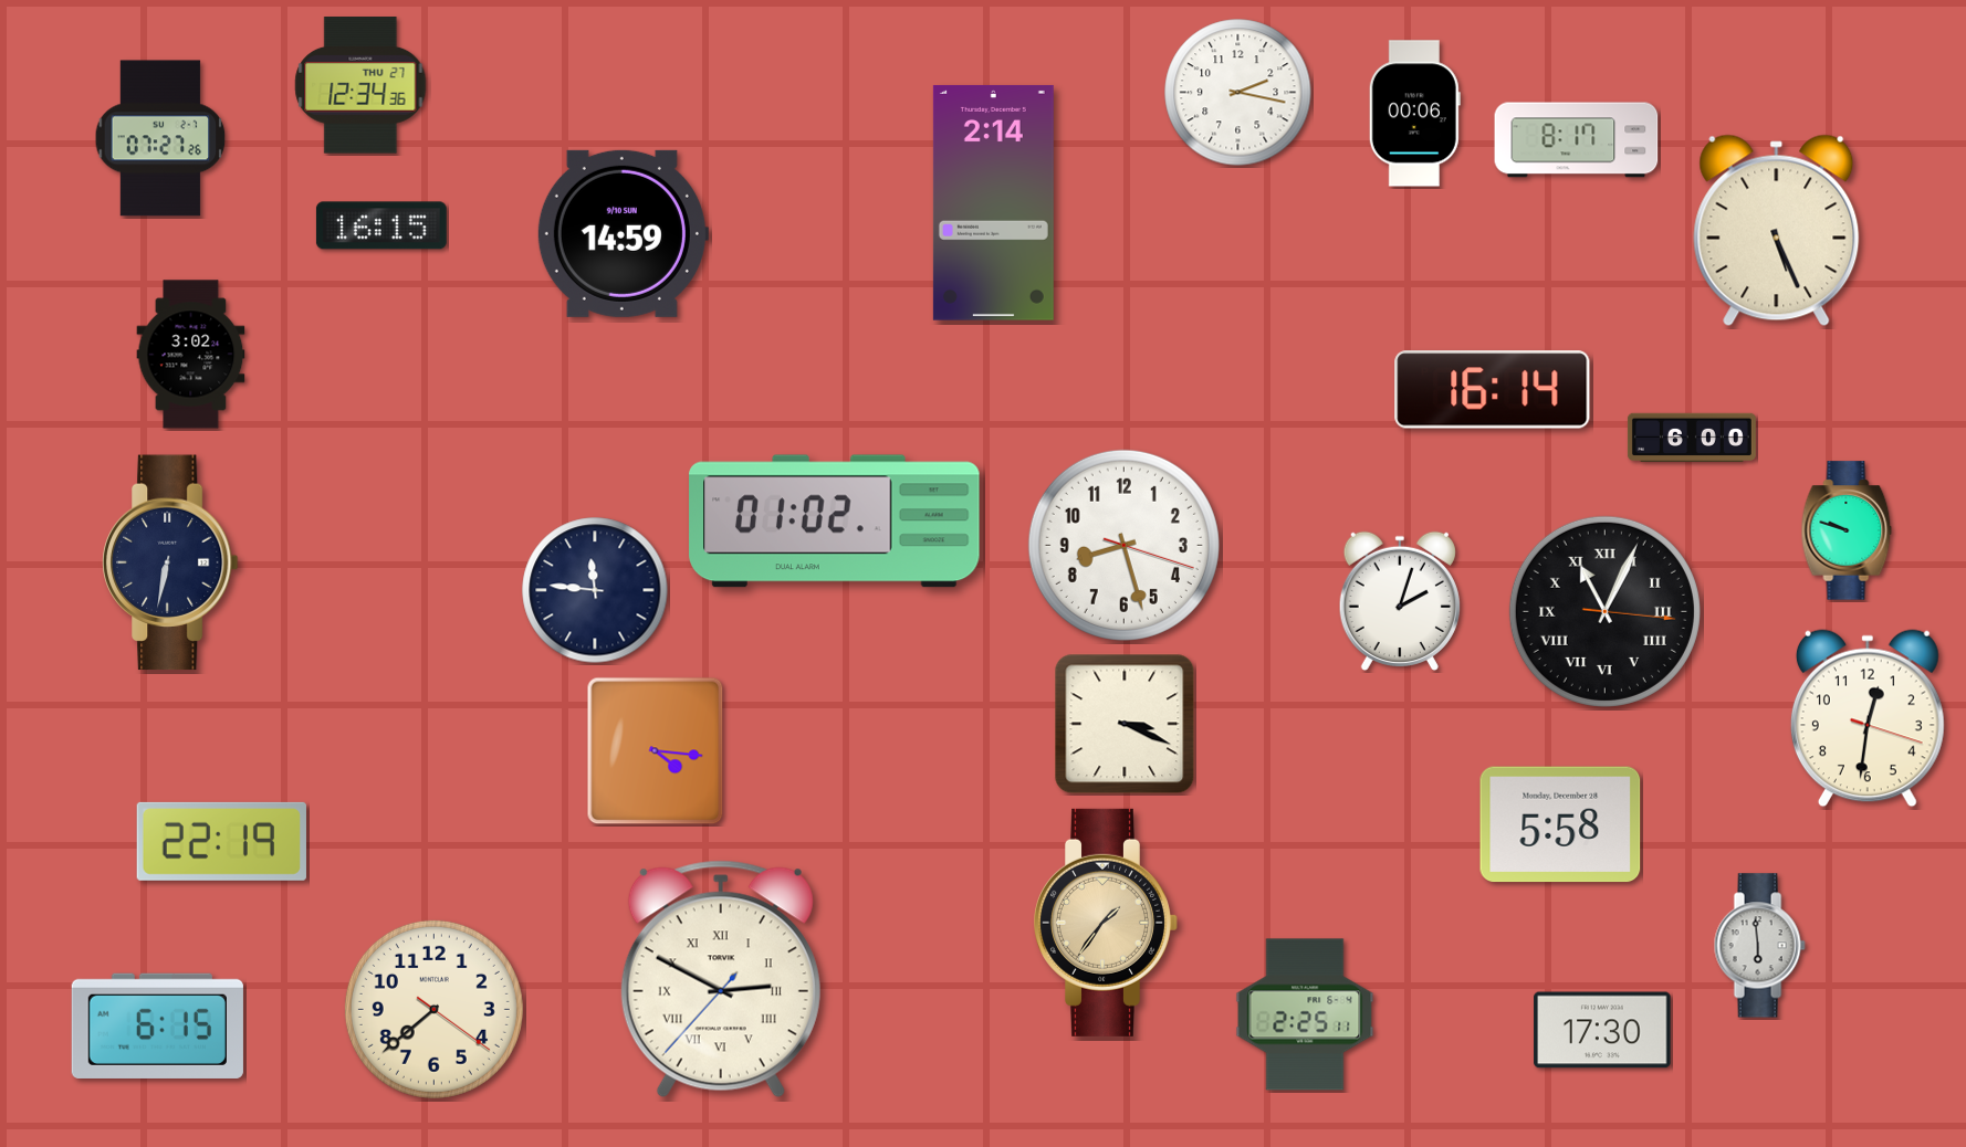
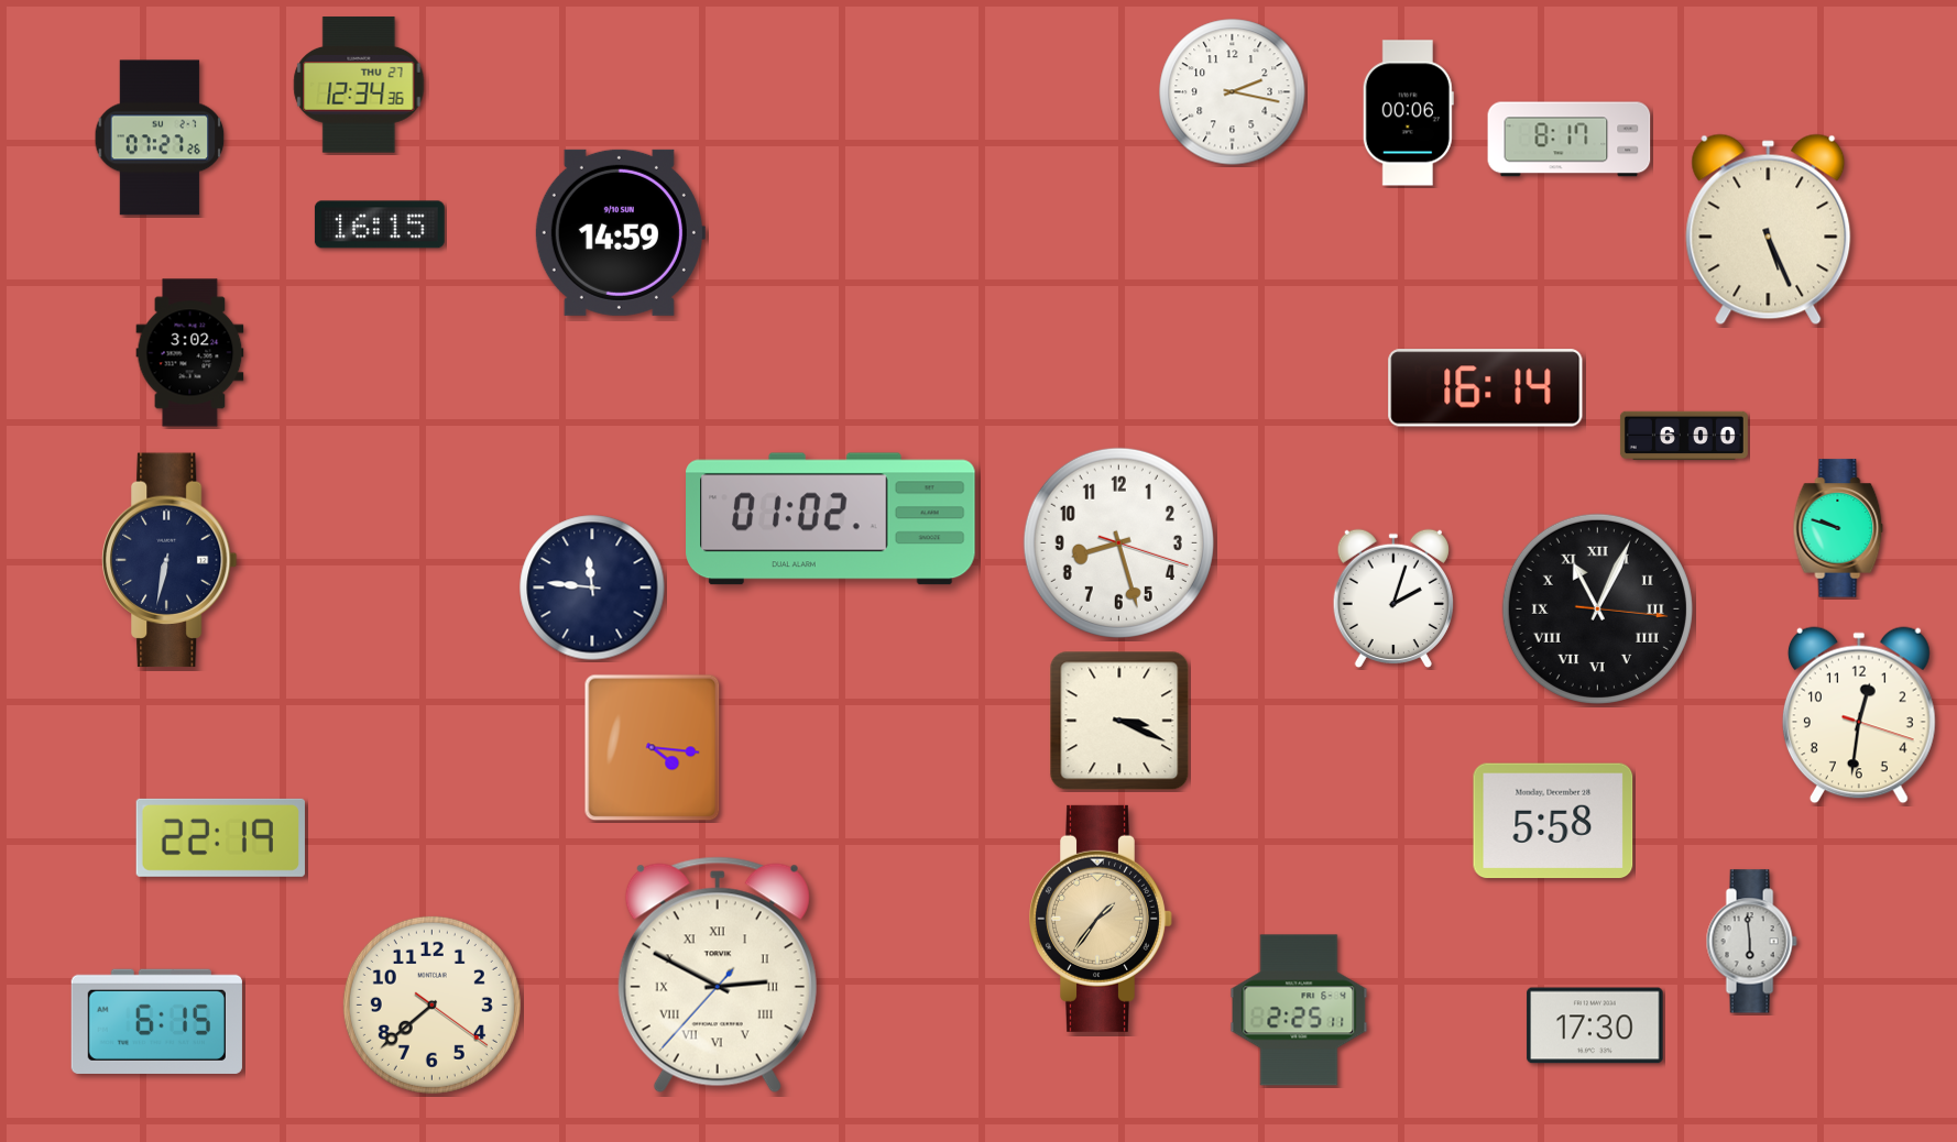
clock at (993, 202): 2:14 -> none
